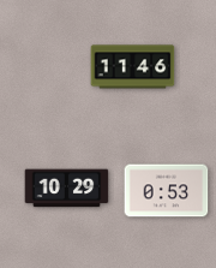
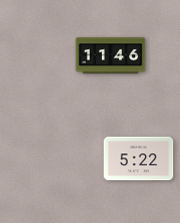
clock at (67, 189): 10:29 -> none
clock at (167, 191): 0:53 -> 5:22
